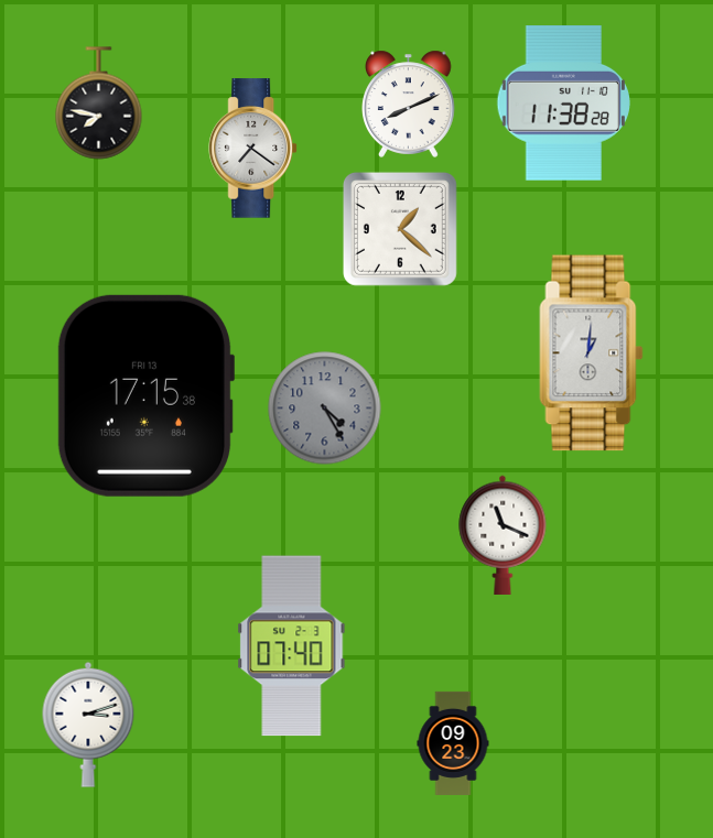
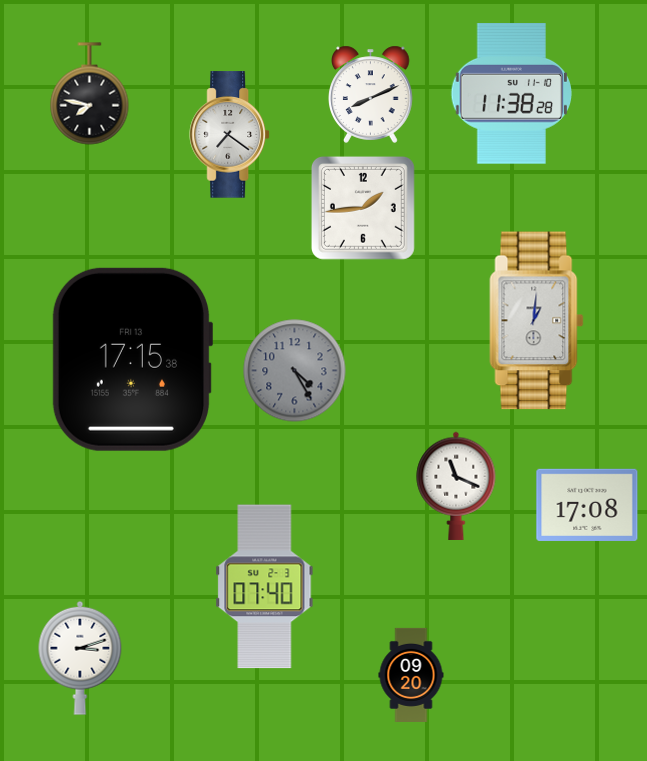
clock at (400, 229): 1:22 -> 1:44
clock at (587, 505): none -> 17:08
clock at (453, 743): 09:23 -> 09:20
